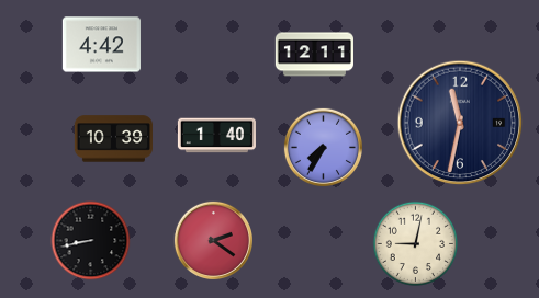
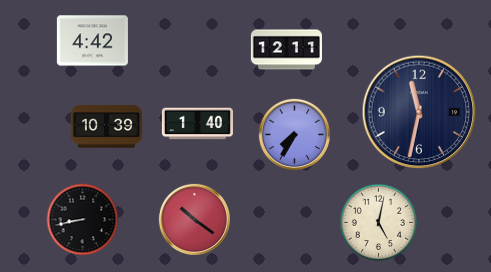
clock at (113, 139) position: (113, 139) -> (106, 127)
clock at (213, 240): 2:21 -> 10:21
clock at (415, 243): 9:02 -> 5:02
